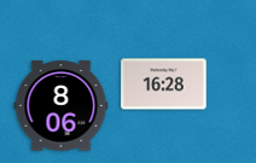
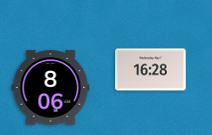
clock at (164, 85) position: (164, 85) -> (151, 70)
